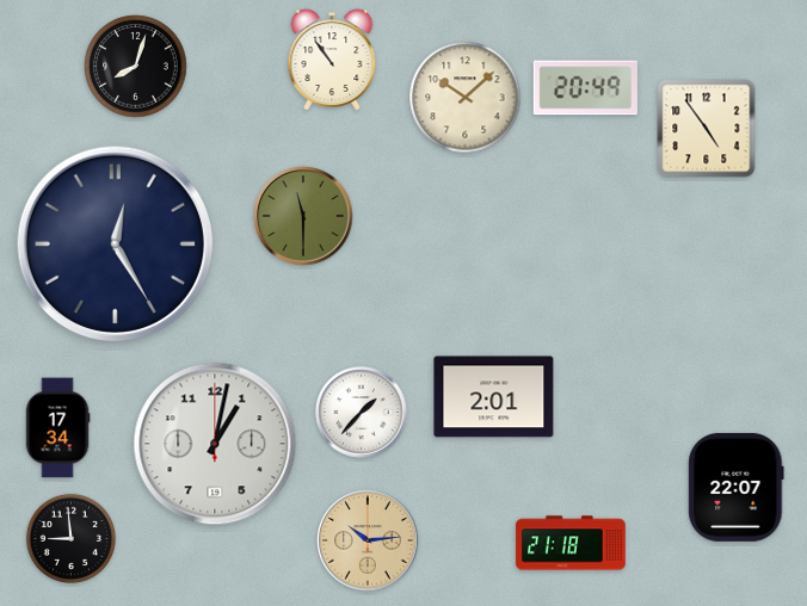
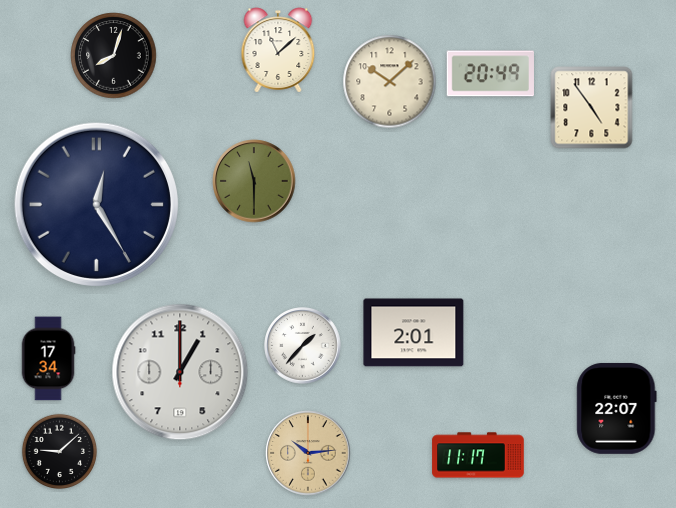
clock at (332, 60): 10:54 -> 11:08
clock at (215, 444): 1:02 -> 1:00
clock at (70, 538): 8:59 -> 9:08
clock at (571, 543): 21:18 -> 11:17
